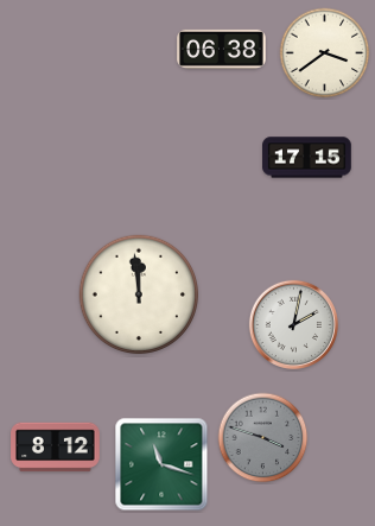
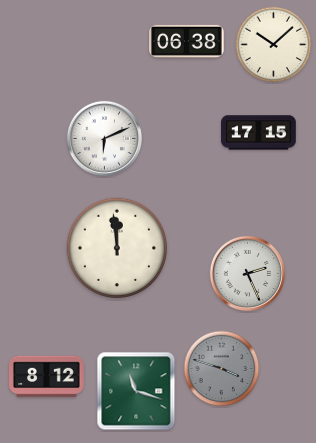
clock at (325, 53): 3:39 -> 10:08
clock at (104, 138): none -> 6:11
clock at (293, 324): 2:02 -> 2:26
